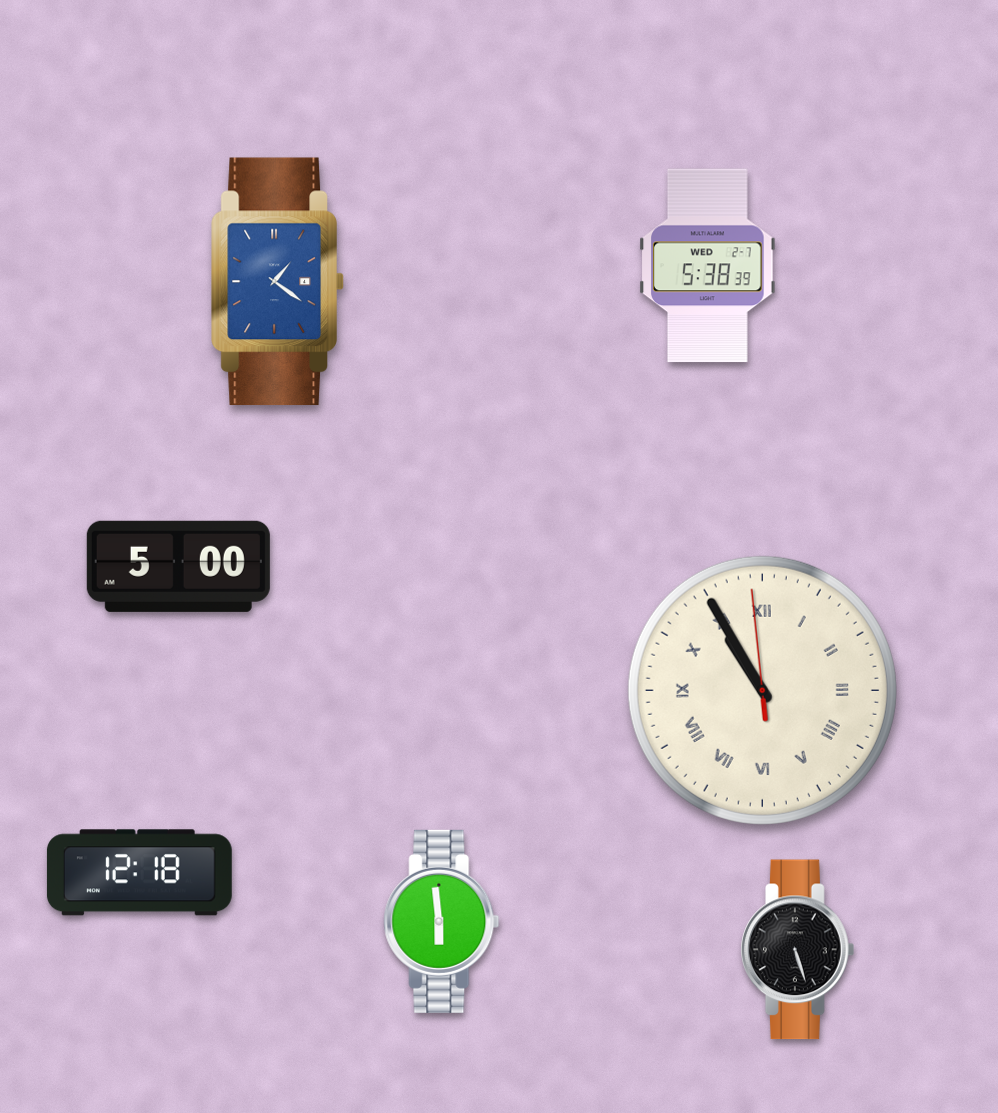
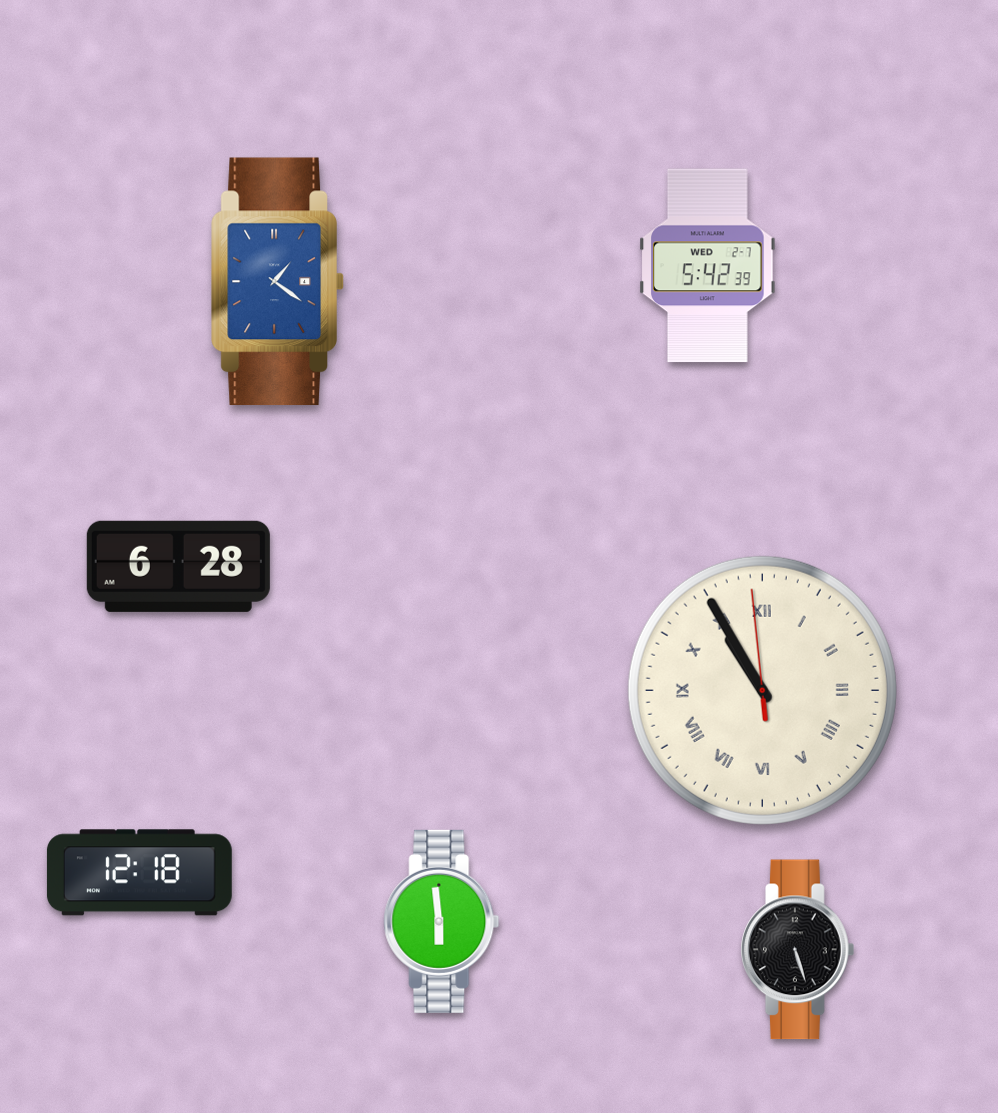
clock at (708, 266): 5:38 -> 5:42
clock at (178, 566): 5:00 -> 6:28
